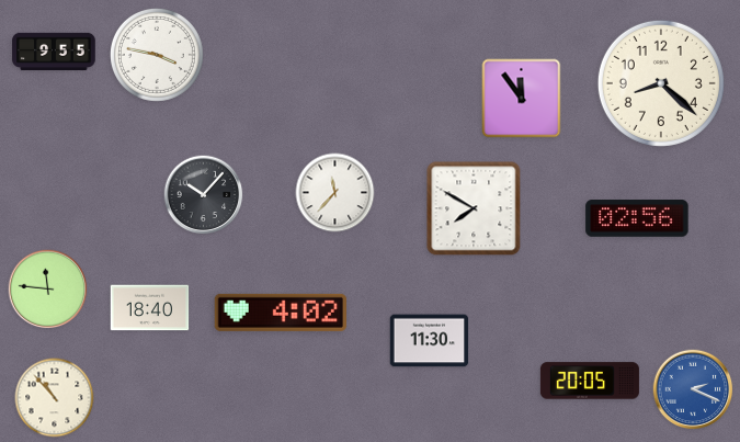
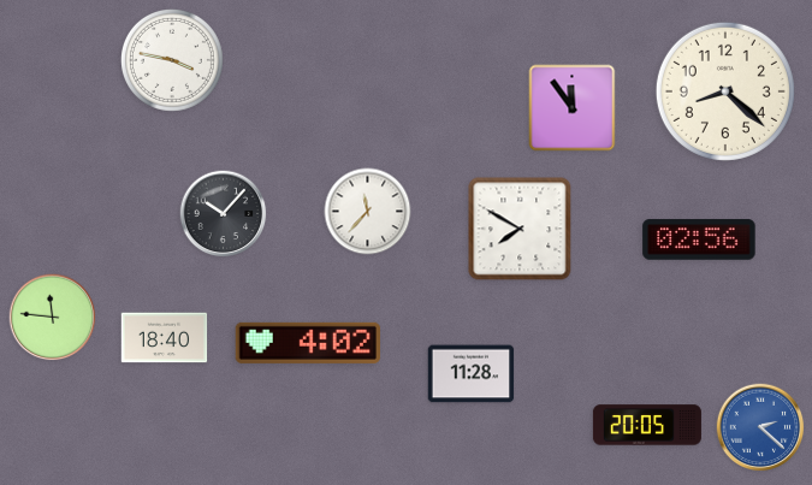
clock at (54, 50): 9:55 -> none
clock at (430, 341): 11:30 -> 11:28
clock at (590, 381) position: (590, 381) -> (647, 425)
clock at (693, 389): 2:19 -> 2:22
clock at (55, 398): 10:53 -> none
